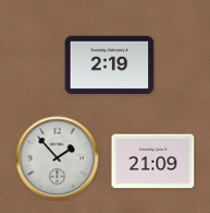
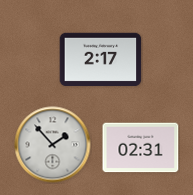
clock at (110, 66): 2:19 -> 2:17
clock at (153, 162): 21:09 -> 02:31
